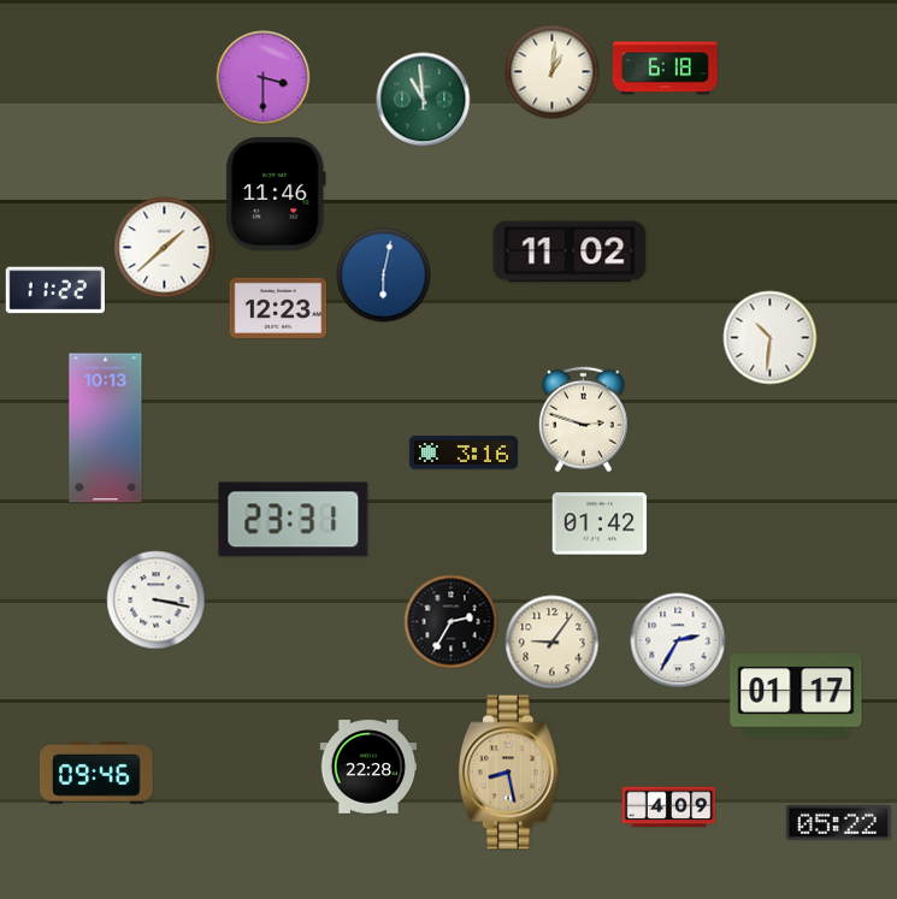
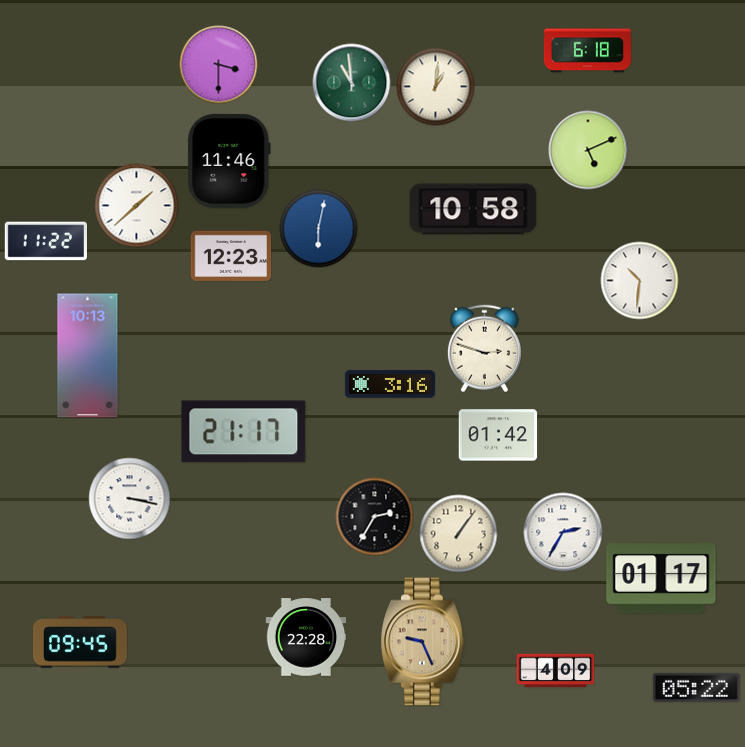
clock at (665, 69) position: (665, 69) -> (587, 51)
clock at (551, 71) position: (551, 71) -> (435, 86)
clock at (588, 150): none -> 5:11
clock at (570, 252): 11:02 -> 10:58
clock at (464, 453) position: (464, 453) -> (390, 384)
clock at (294, 520): 23:31 -> 21:17
clock at (551, 641): 9:06 -> 1:06
clock at (509, 773): 8:28 -> 9:26
clock at (98, 774): 09:46 -> 09:45
clock at (838, 822) position: (838, 822) -> (696, 687)
